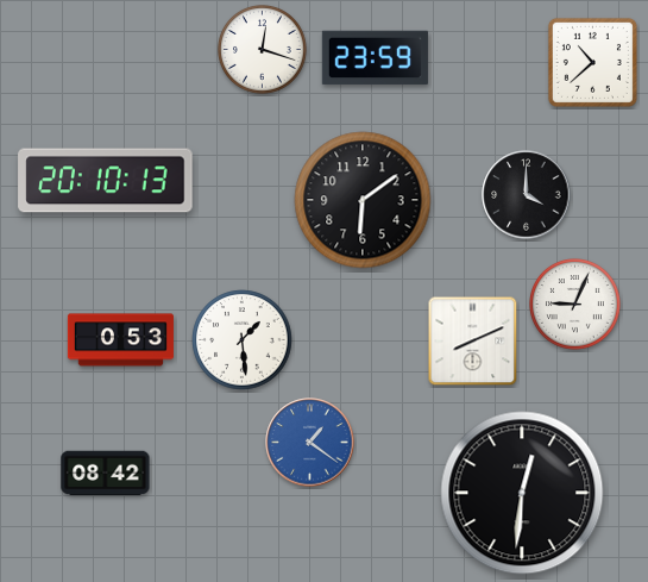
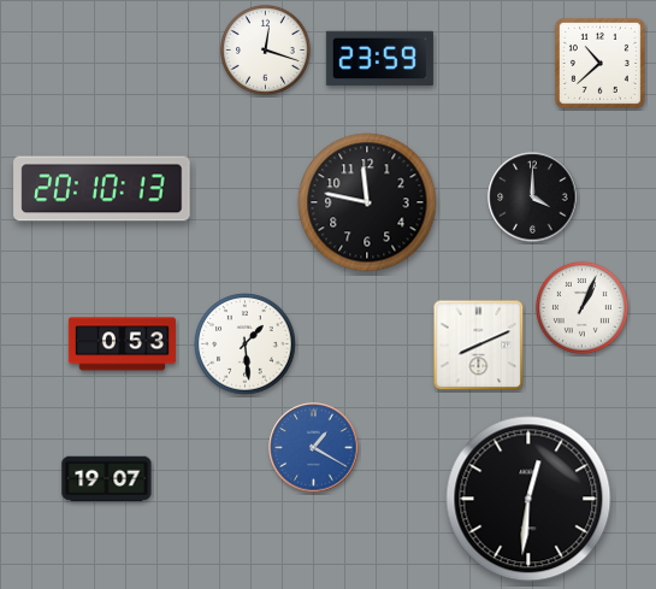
clock at (106, 181) position: (106, 181) -> (102, 189)
clock at (363, 200): 6:09 -> 11:47
clock at (575, 305): 9:04 -> 1:04
clock at (310, 443): 1:21 -> 1:20
clock at (106, 474): 08:42 -> 19:07
